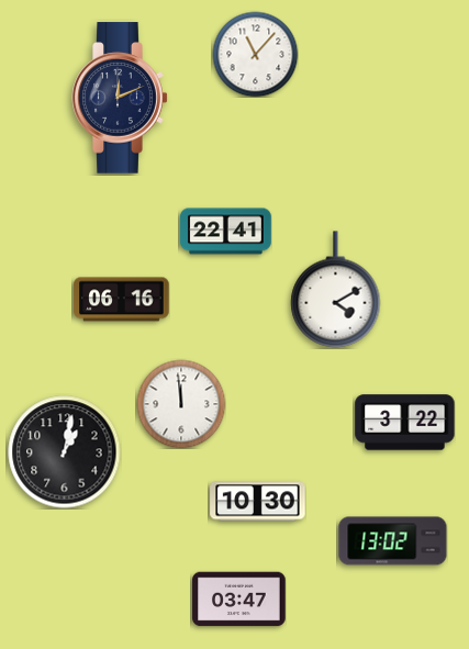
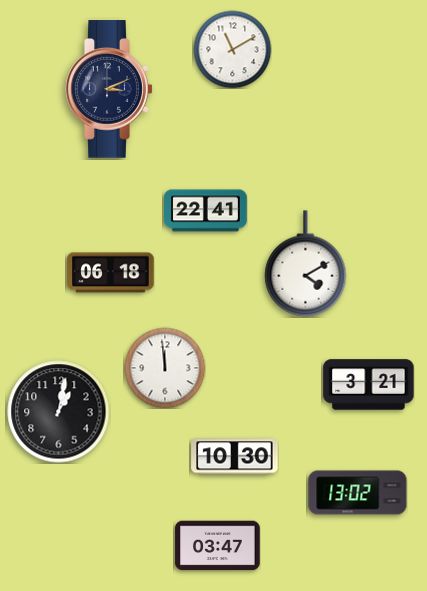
clock at (255, 54): 11:07 -> 11:10
clock at (120, 98): 12:11 -> 3:11
clock at (122, 300): 06:16 -> 06:18
clock at (405, 423): 3:22 -> 3:21
